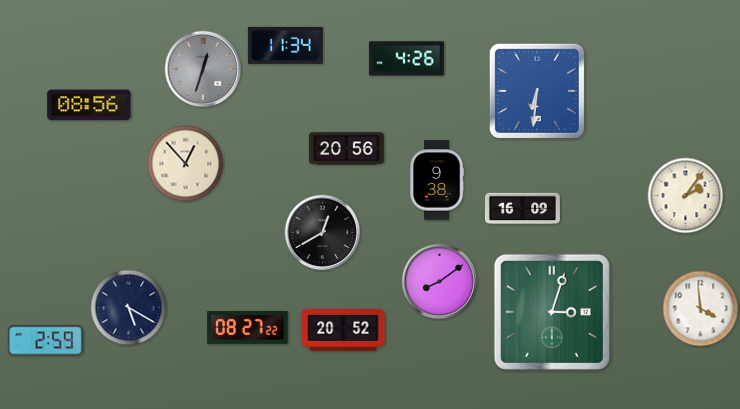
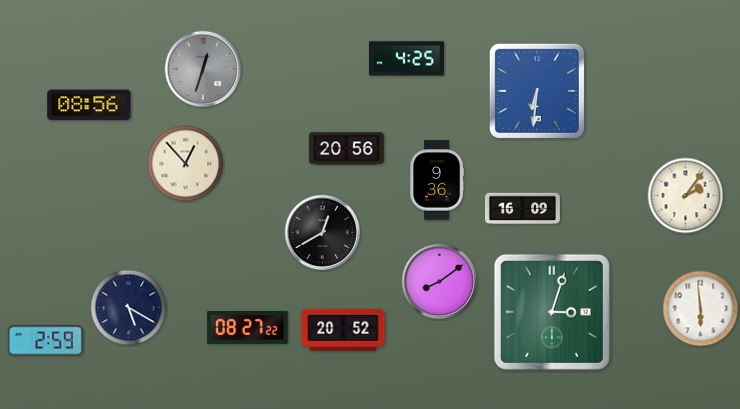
clock at (285, 45): 11:34 -> none
clock at (406, 59): 4:26 -> 4:25
clock at (437, 180): 9:38 -> 9:36
clock at (701, 309): 3:59 -> 5:59
